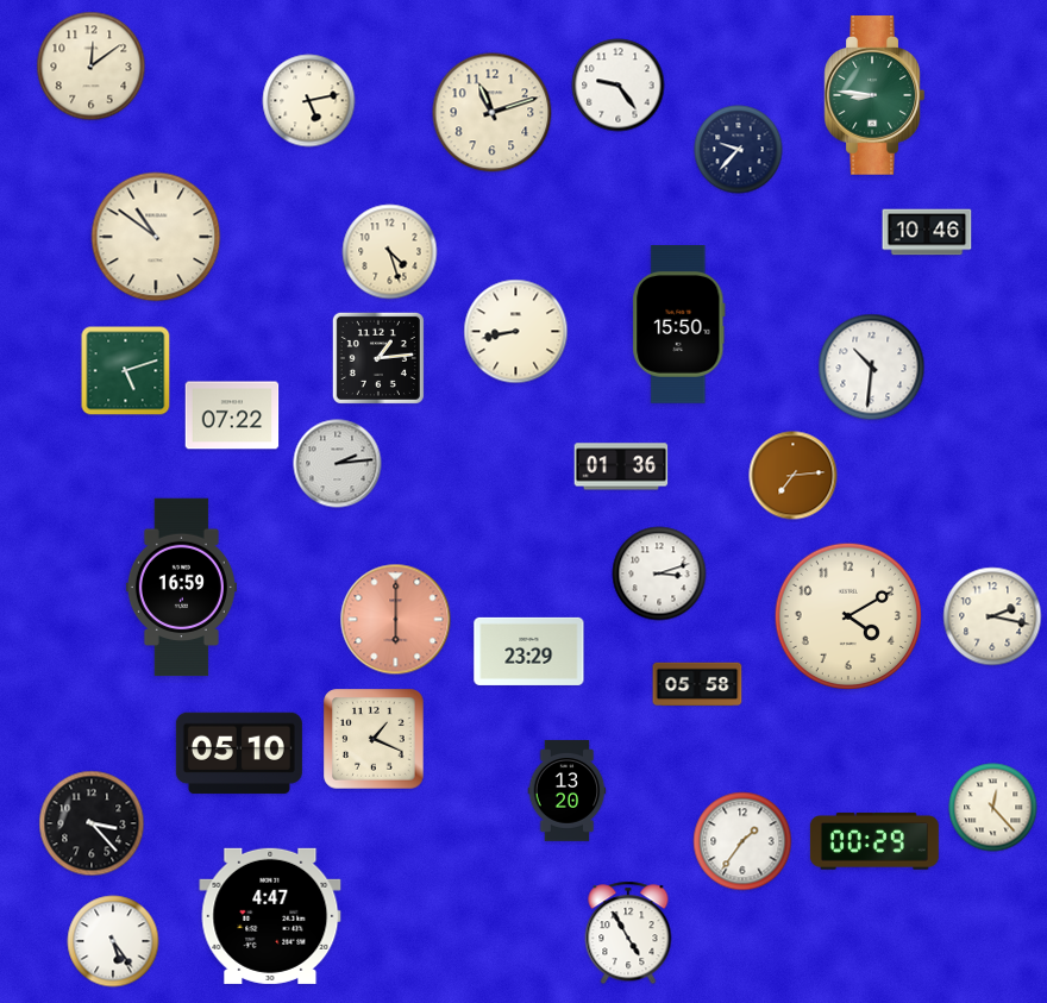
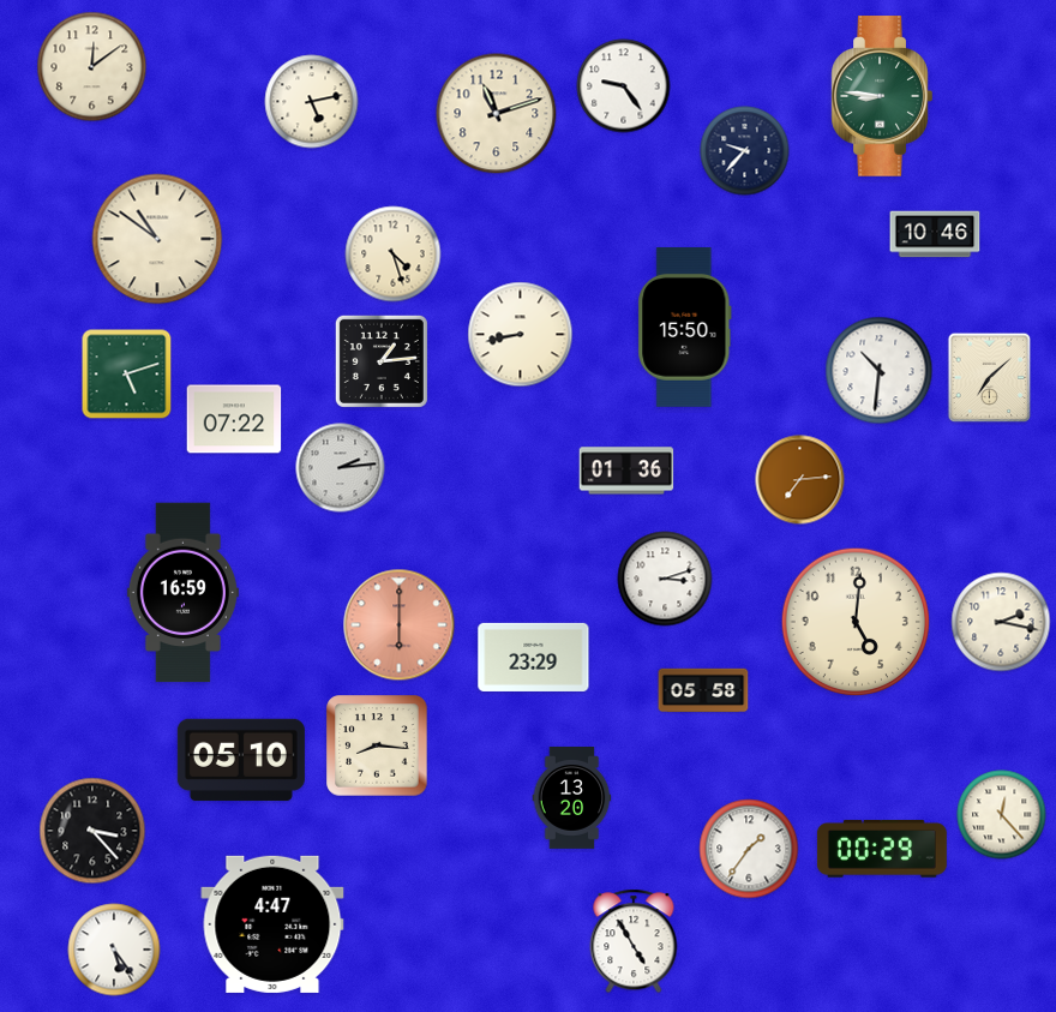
clock at (990, 378): none -> 7:08
clock at (847, 615): 4:10 -> 5:01
clock at (374, 739): 1:19 -> 8:16
